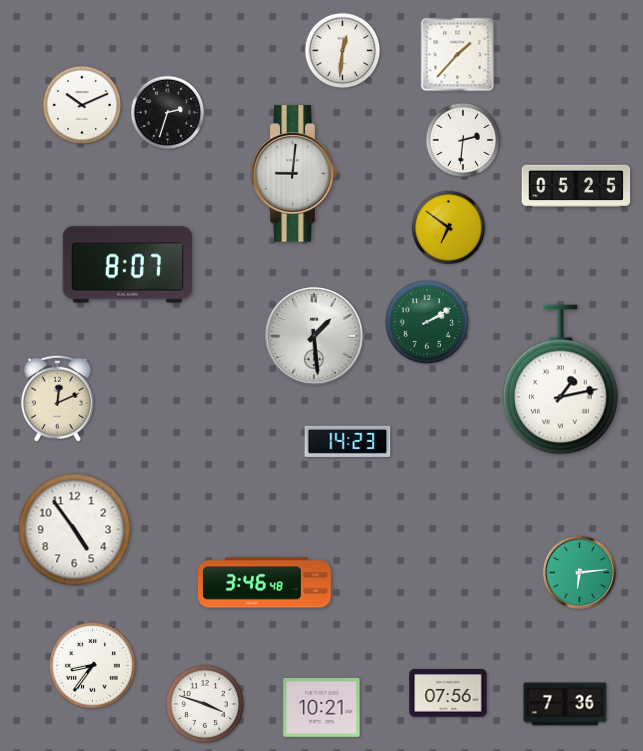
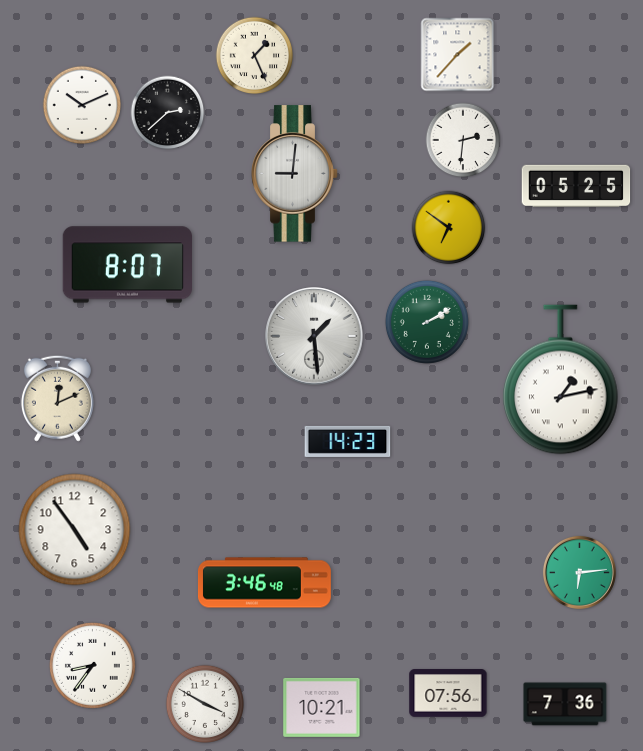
clock at (343, 51): 12:31 -> none
clock at (255, 56): none -> 1:26
clock at (168, 113): 2:33 -> 2:38
clock at (204, 703): 3:48 -> 3:50
